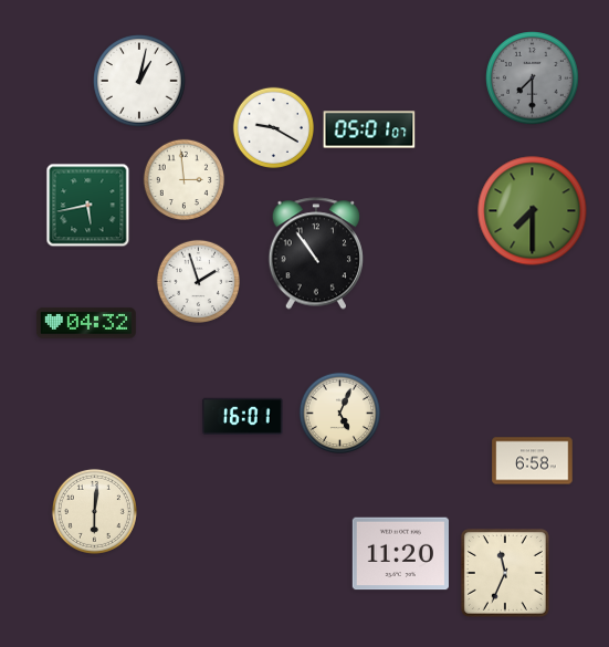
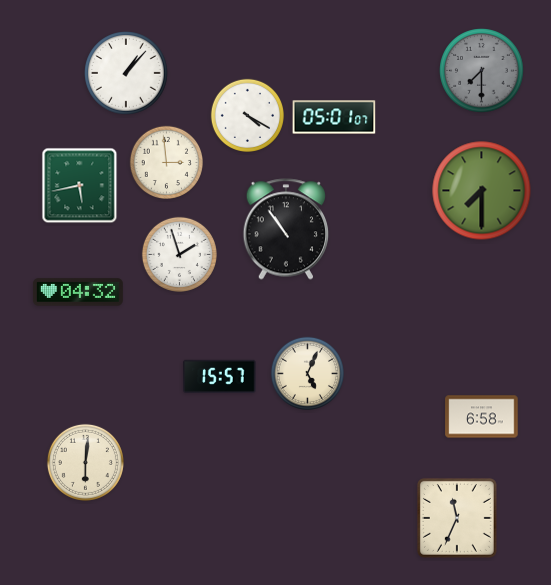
clock at (139, 81): 1:02 -> 1:07
clock at (273, 127): 9:20 -> 4:20
clock at (243, 416): 16:01 -> 15:57
clock at (400, 554): 11:20 -> none
